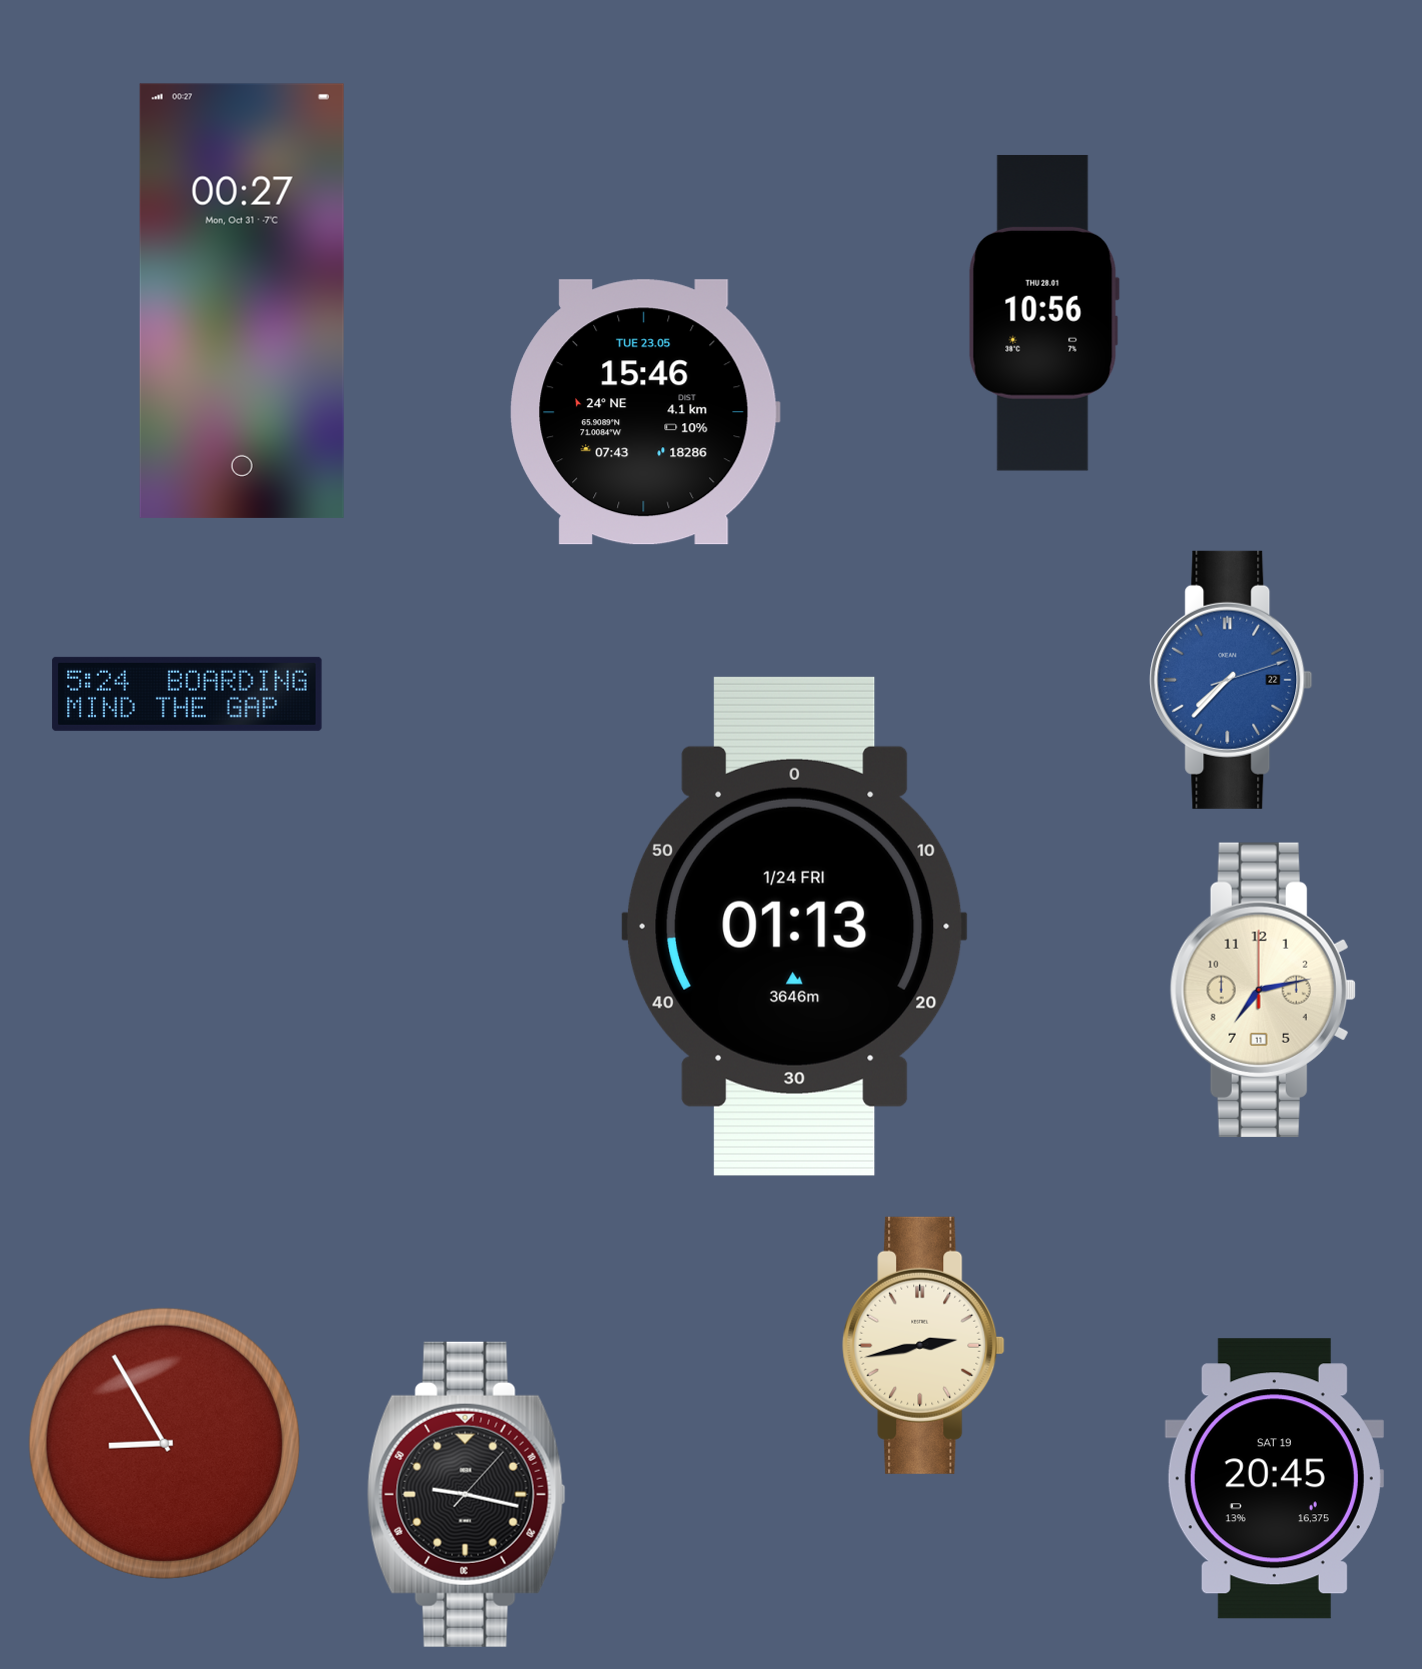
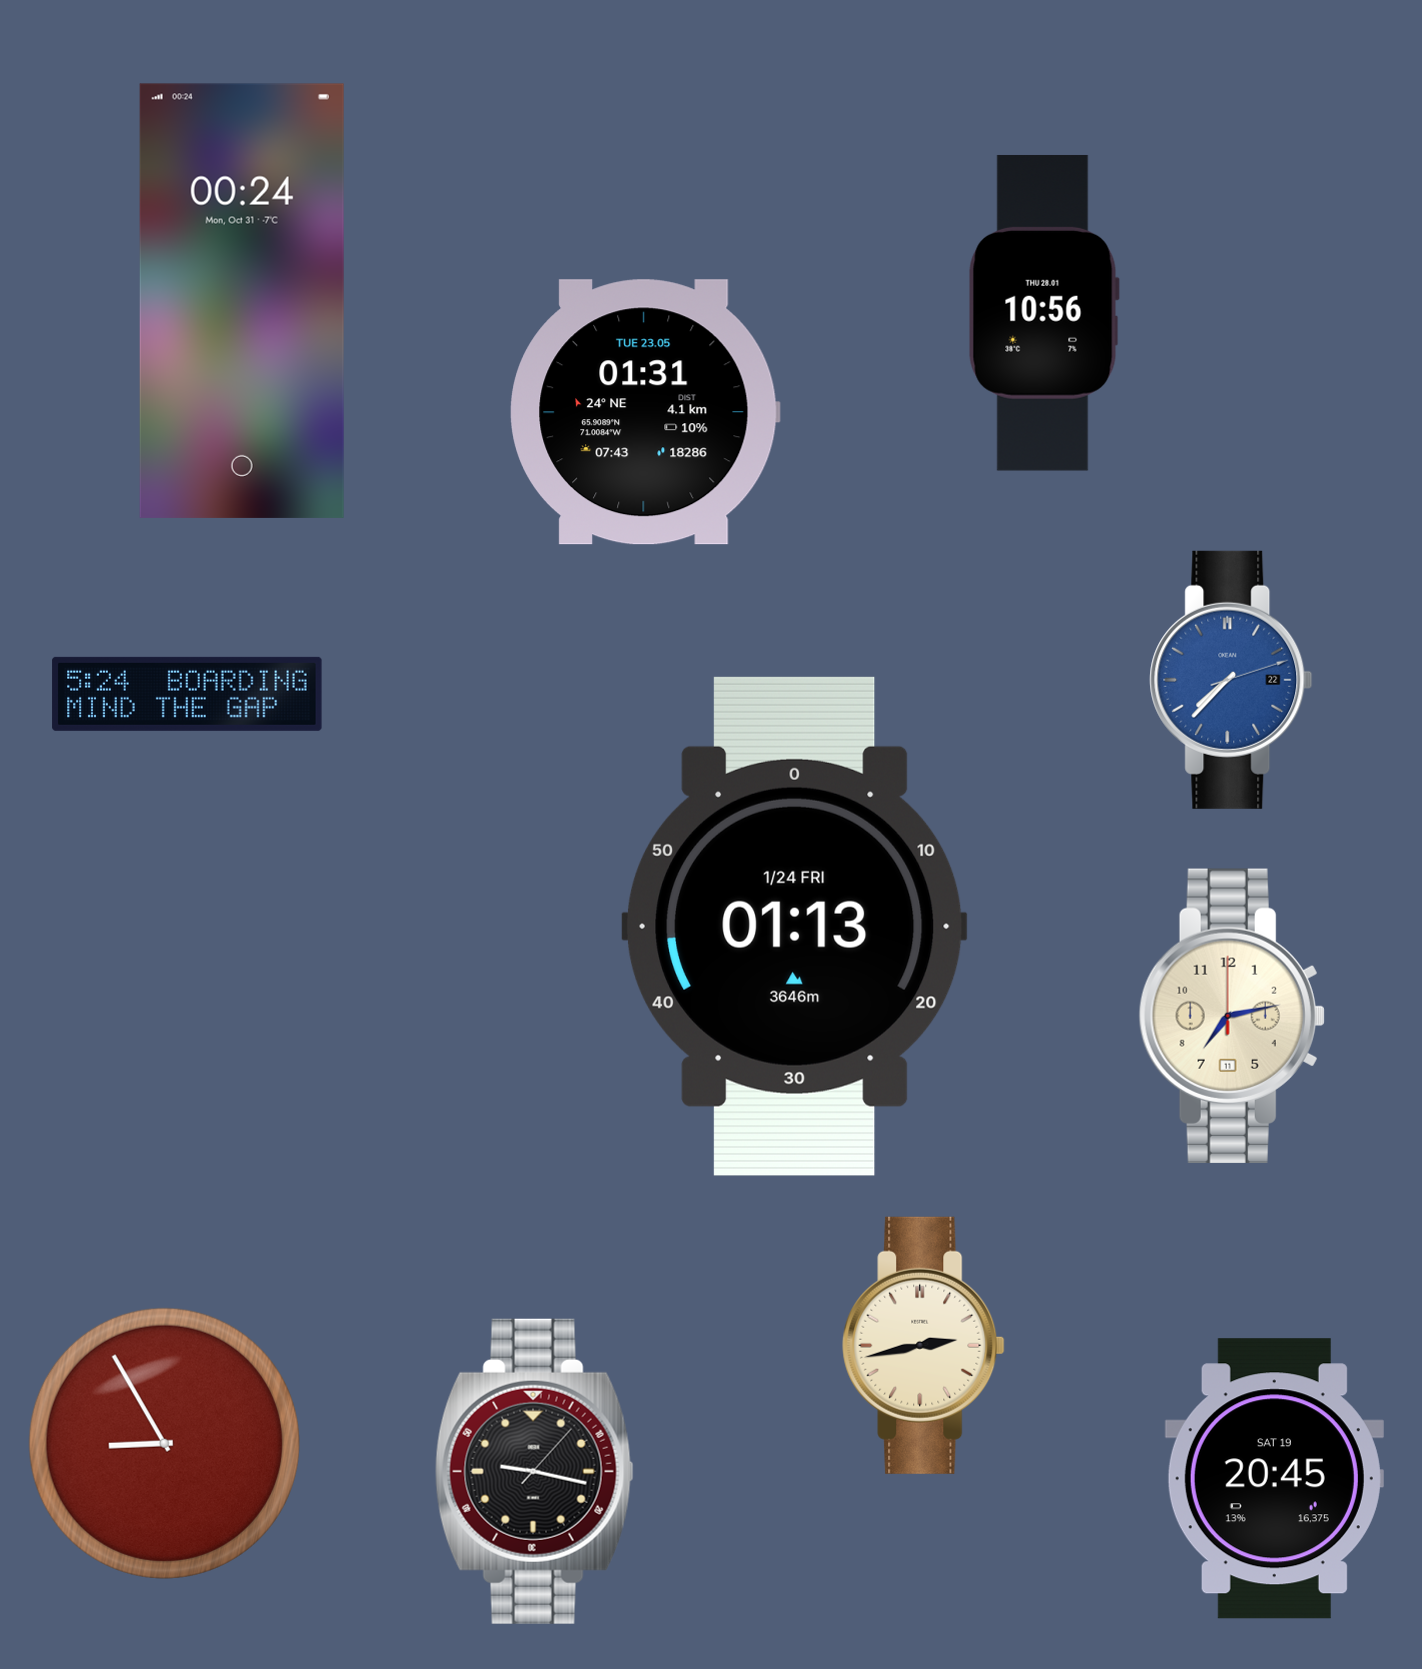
clock at (242, 301): 00:27 -> 00:24
clock at (645, 412): 15:46 -> 01:31
clock at (1263, 990) position: (1263, 990) -> (1232, 1016)
clock at (466, 1494) position: (466, 1494) -> (534, 1471)
